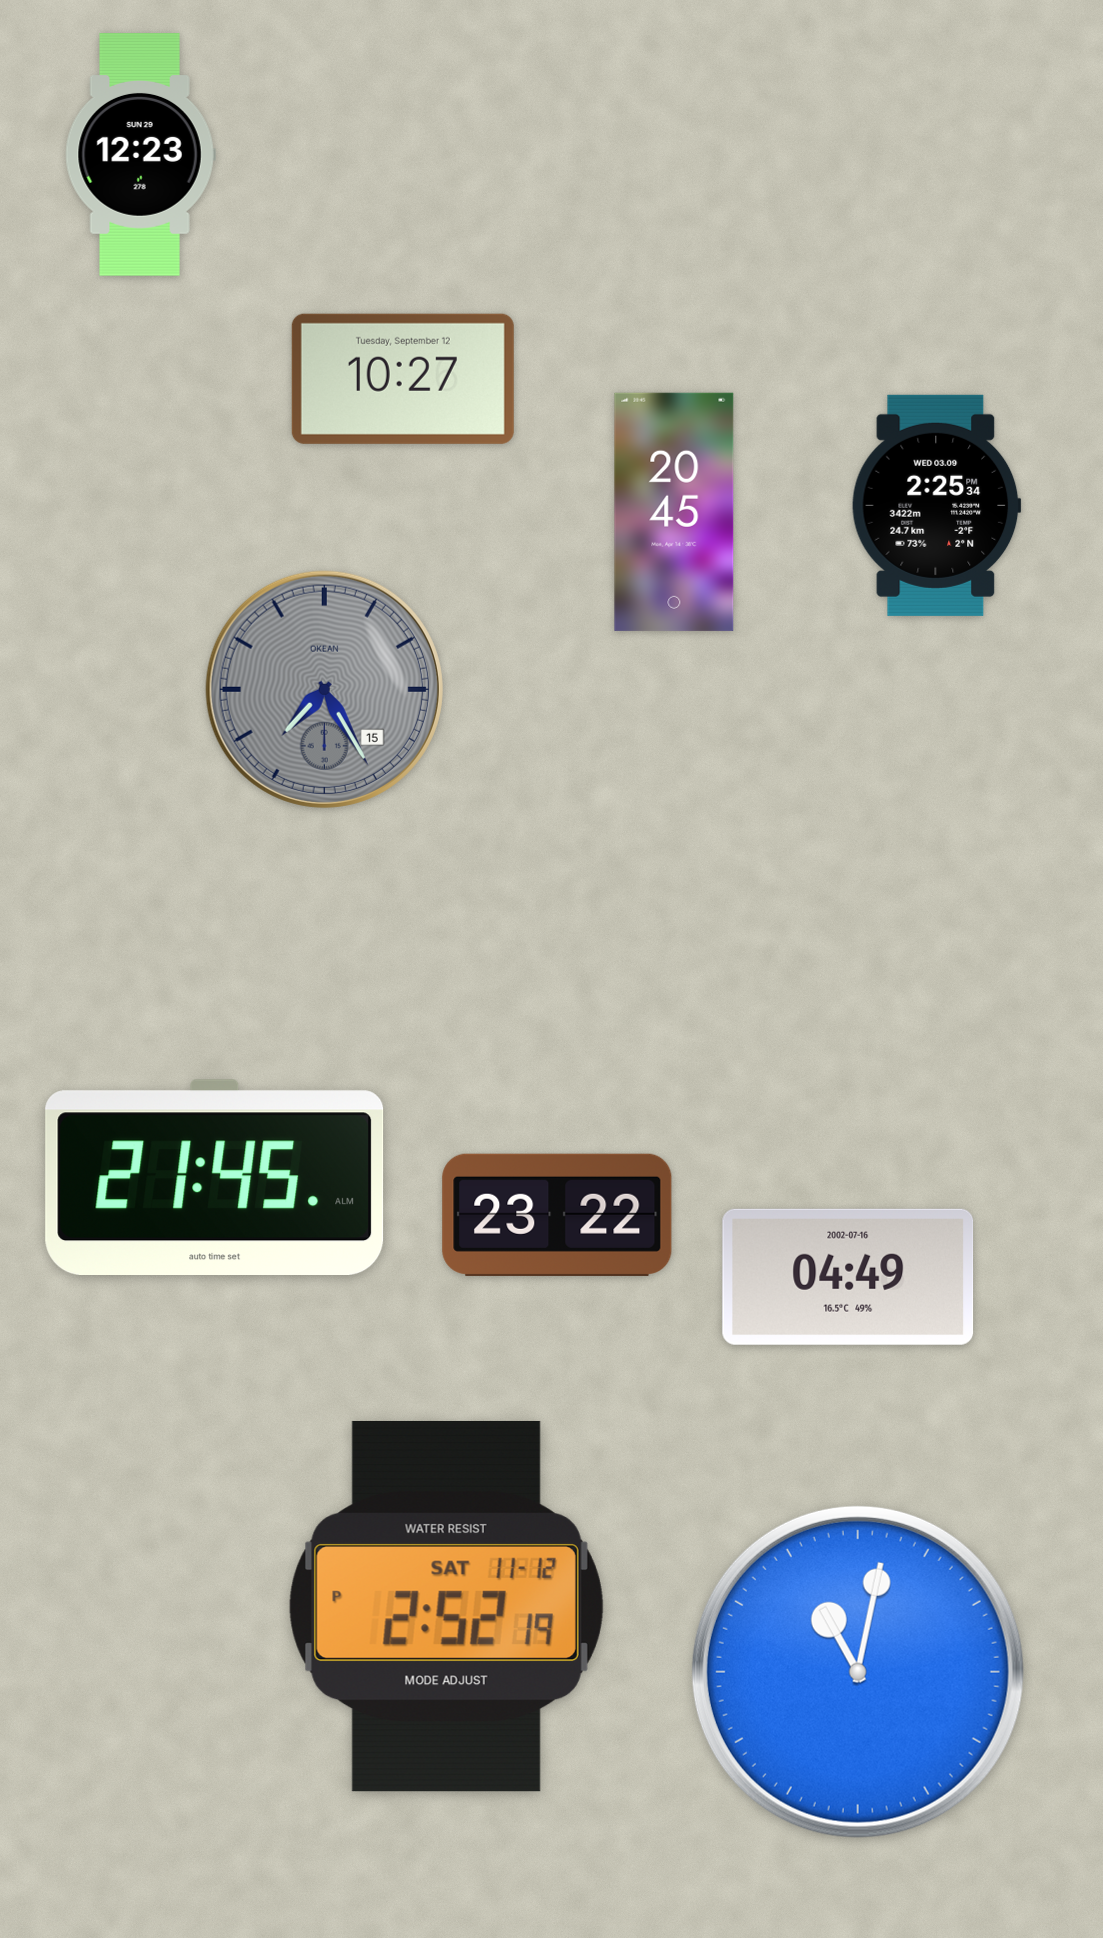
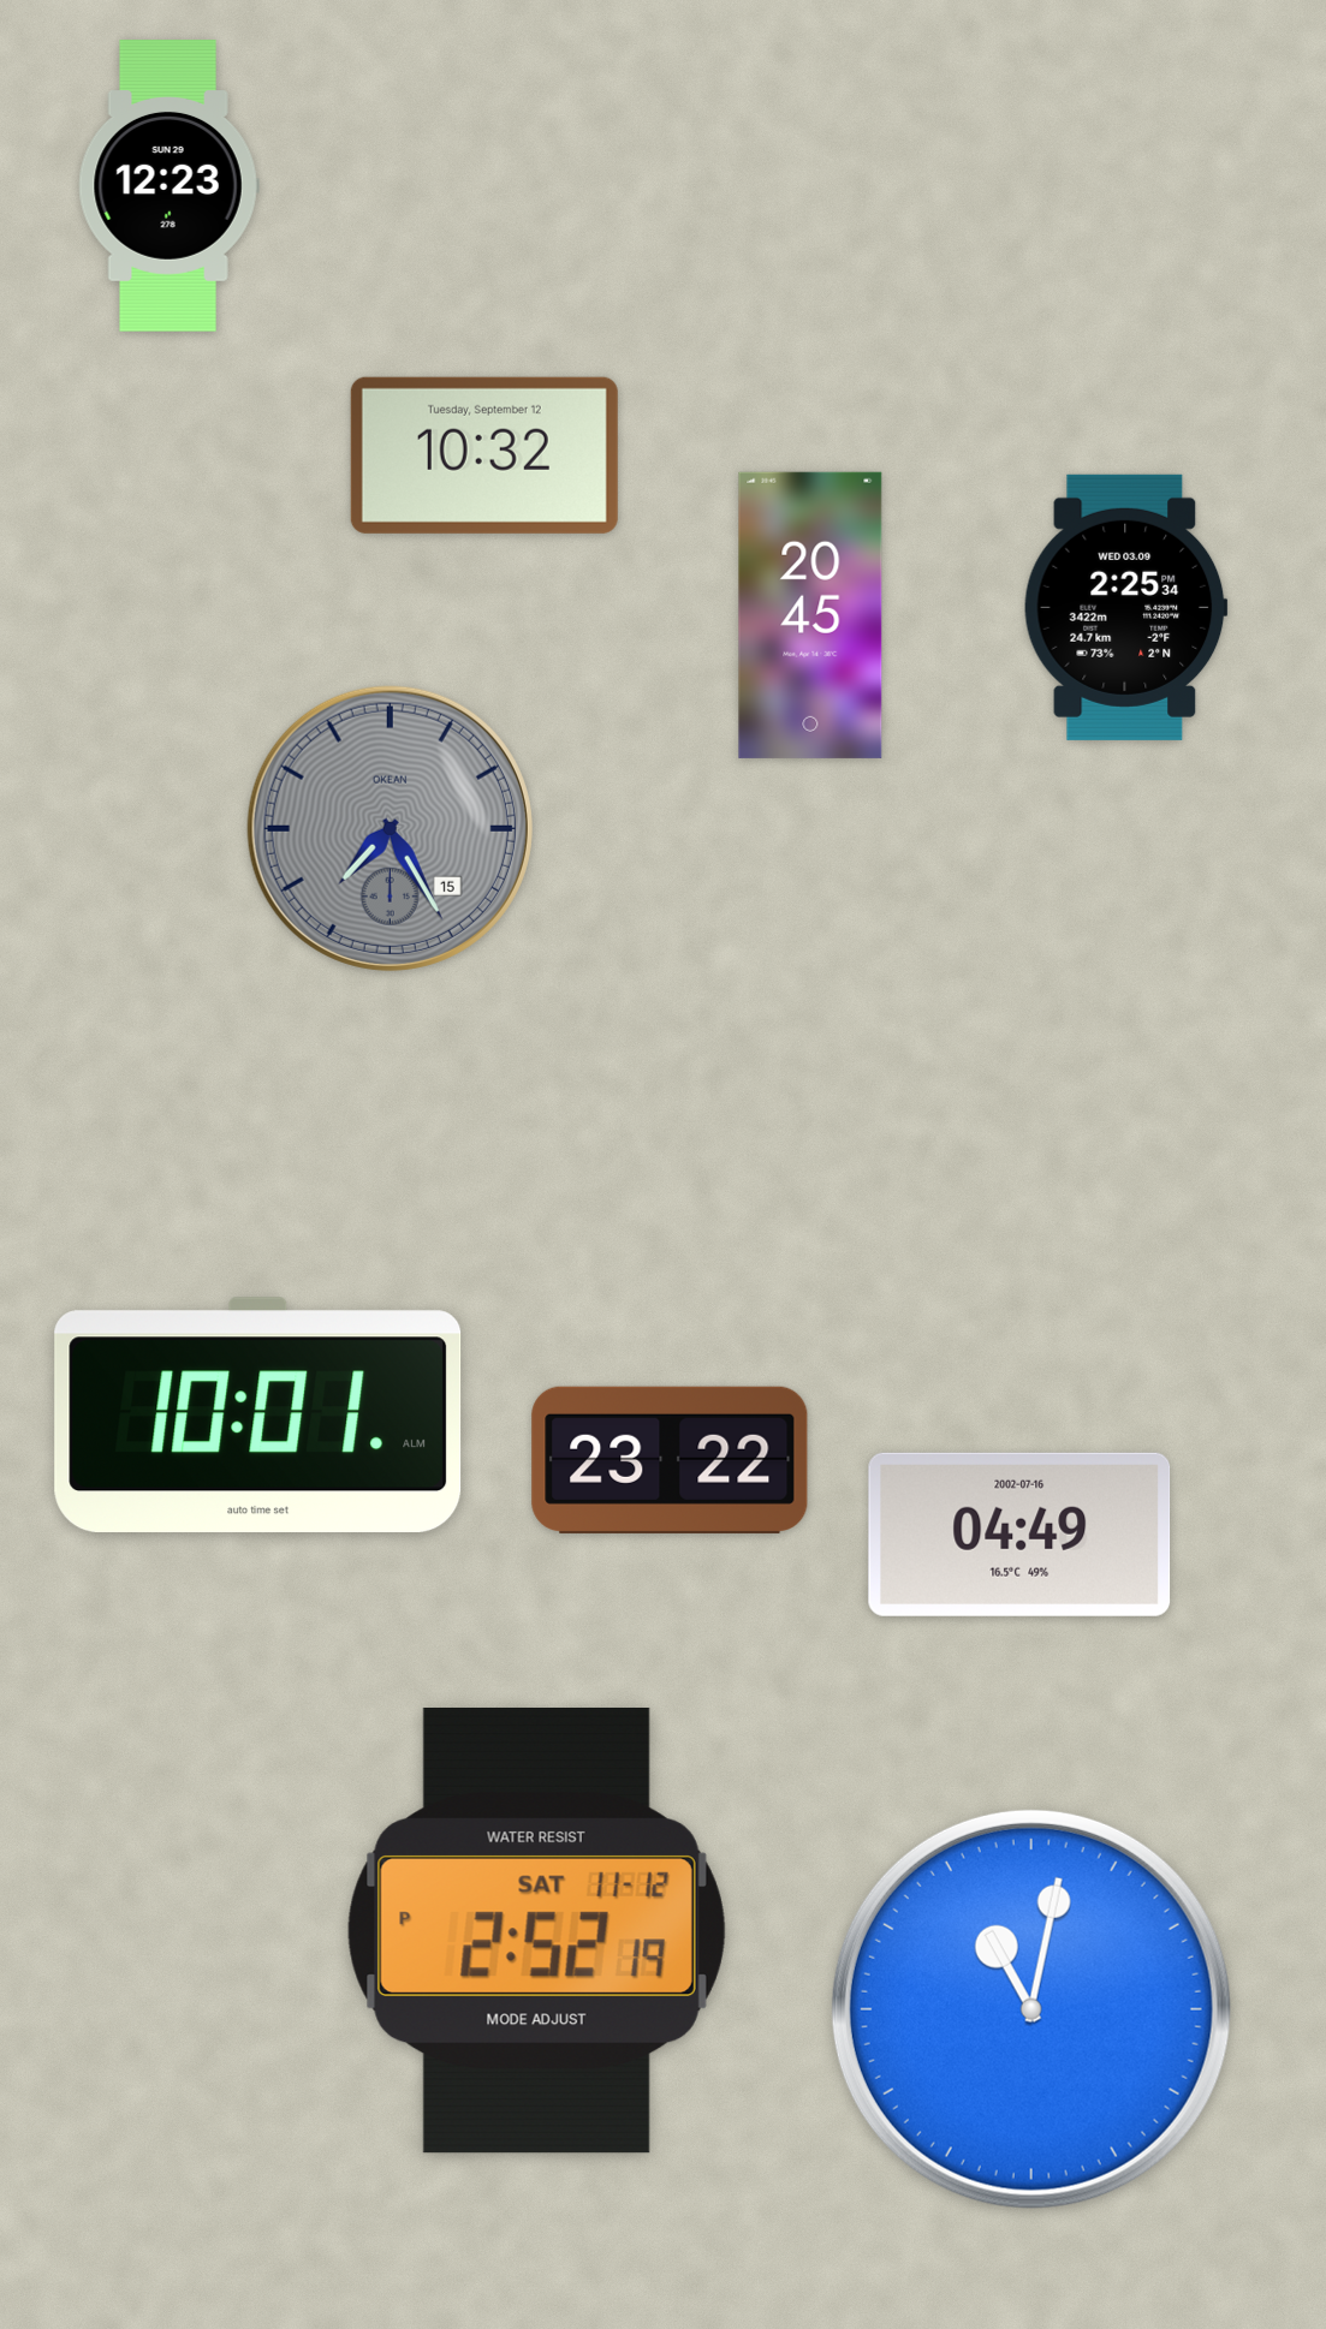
clock at (403, 379): 10:27 -> 10:32
clock at (215, 1177): 21:45 -> 10:01
